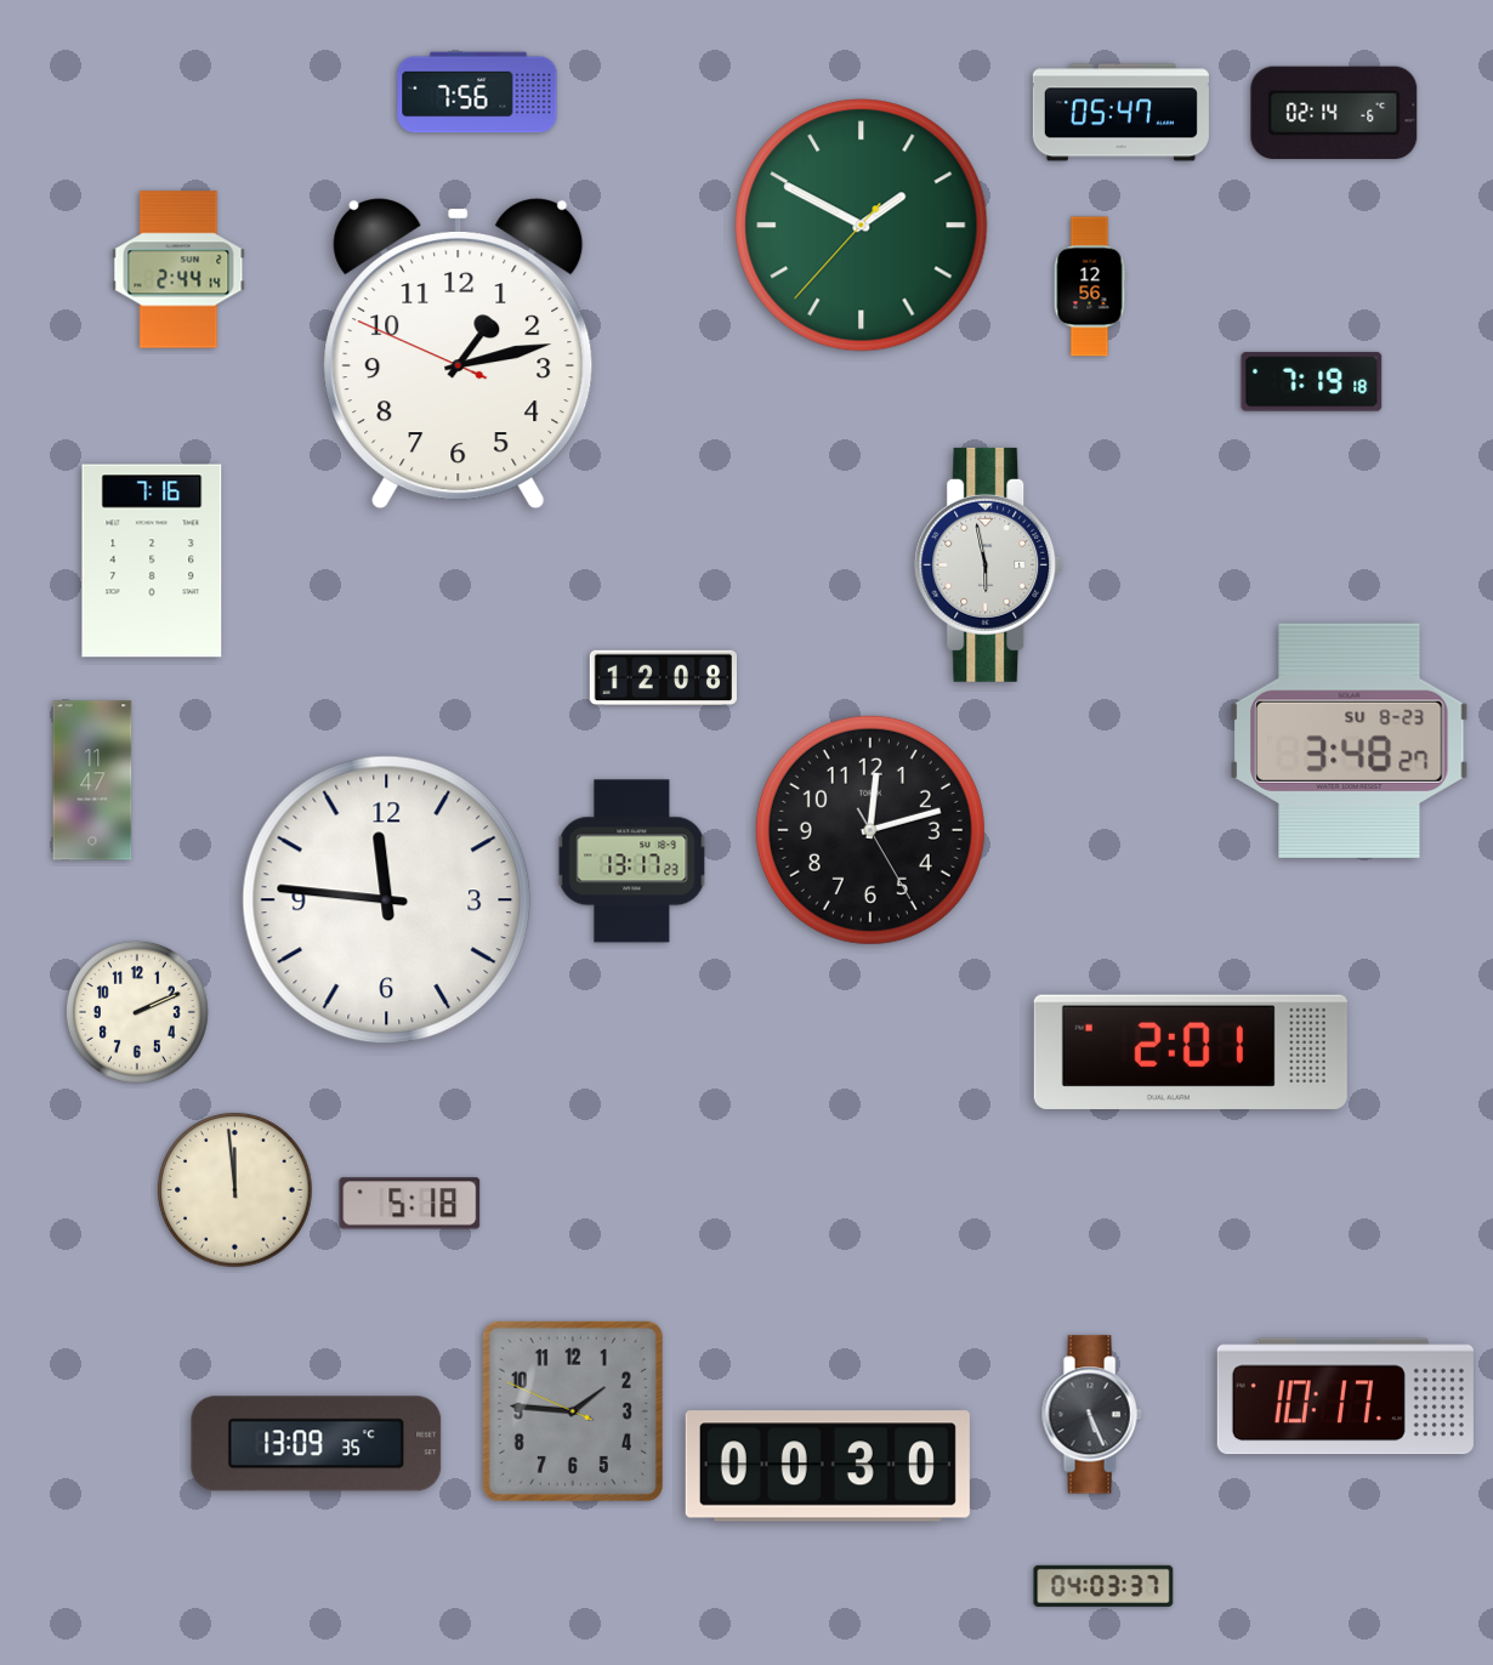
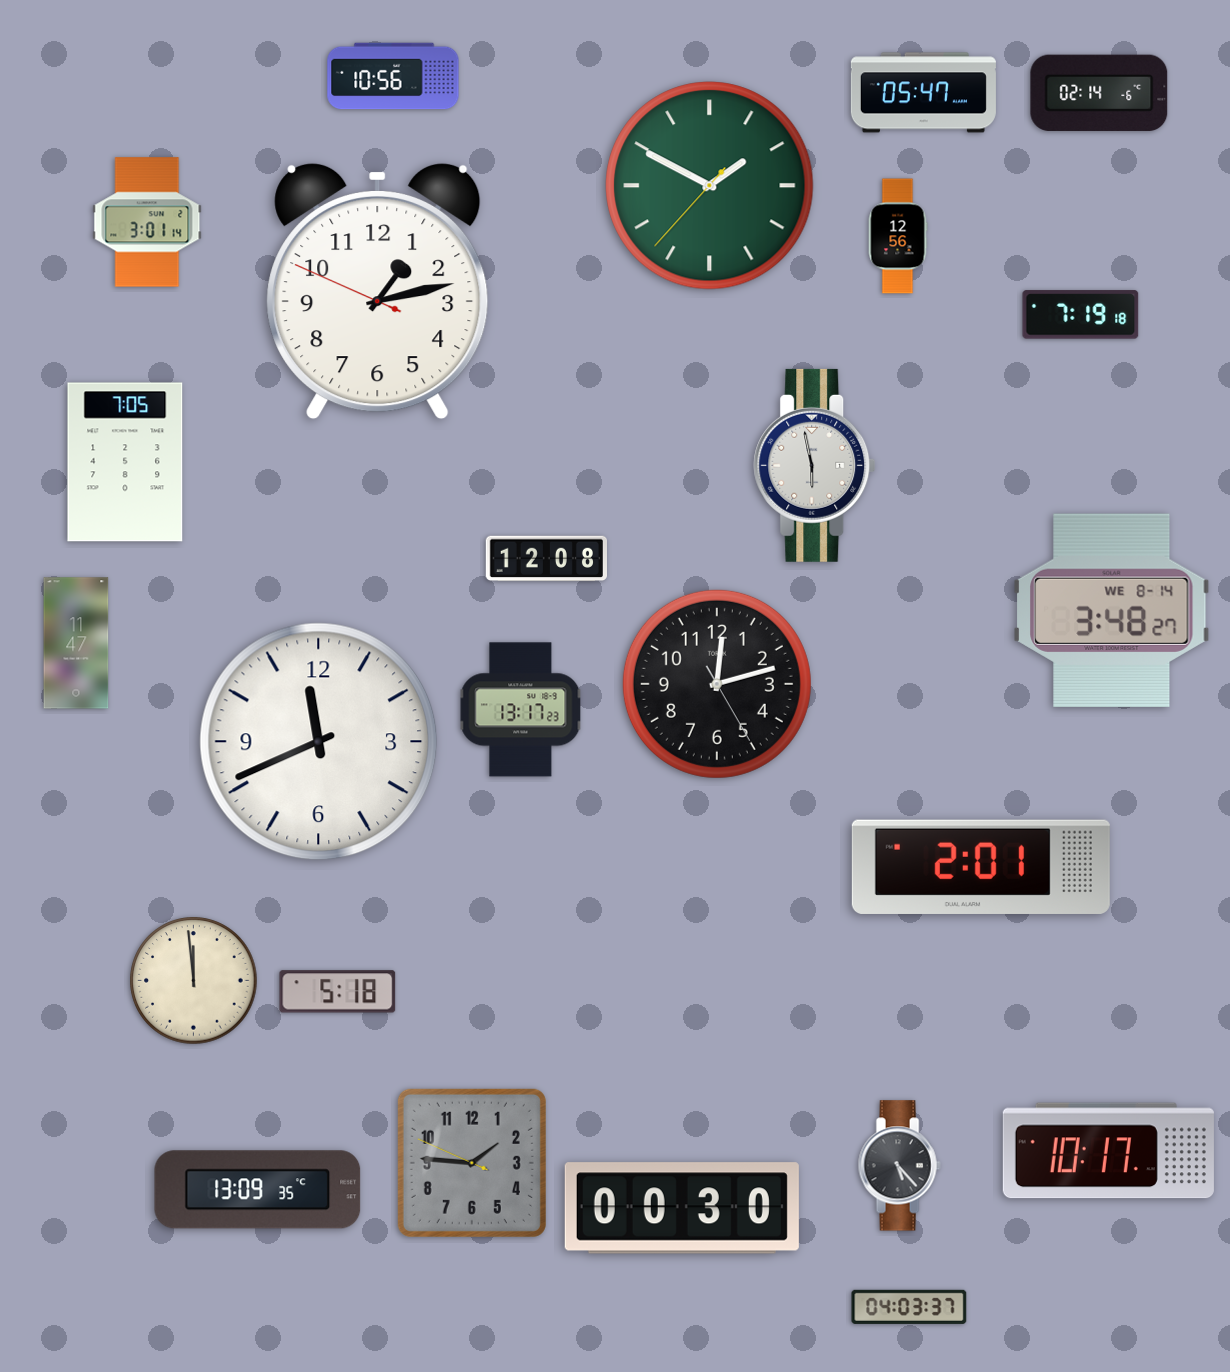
clock at (477, 92): 7:56 -> 10:56
clock at (178, 269): 2:44 -> 3:01
clock at (152, 561): 7:16 -> 7:05
clock at (1350, 740) date: SU 8-23 -> WE 8-14
clock at (387, 900): 11:46 -> 11:41
clock at (137, 1012): 2:11 -> none
clock at (1091, 1415): 5:26 -> 5:23
clock at (317, 1444) position: (317, 1444) -> (258, 1190)
